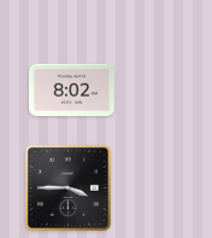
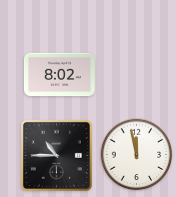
clock at (67, 187): 3:45 -> 10:45
clock at (137, 155): none -> 11:58
